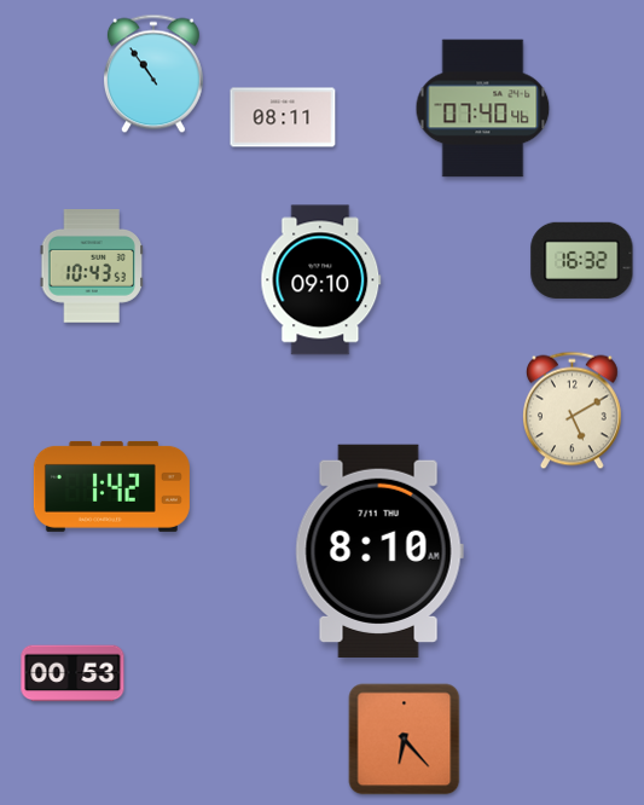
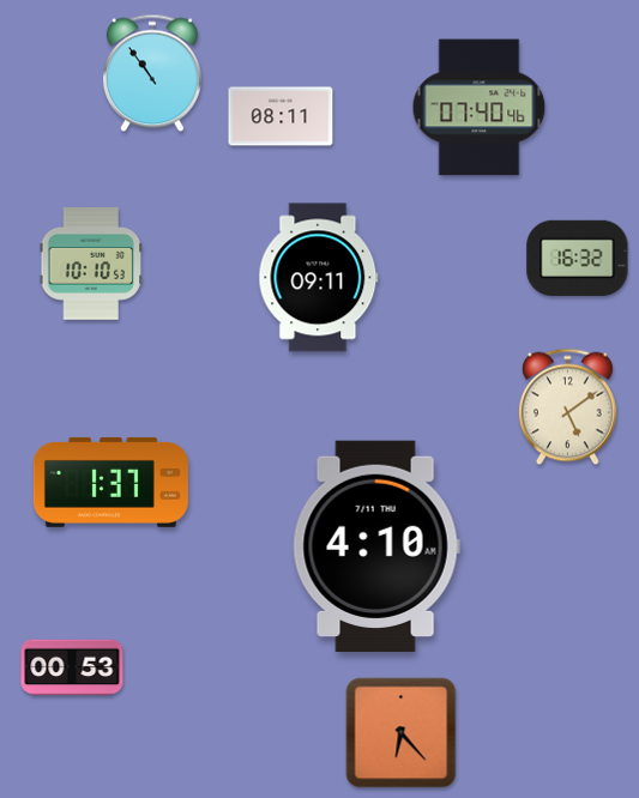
clock at (91, 267): 10:43 -> 10:10
clock at (321, 280): 09:10 -> 09:11
clock at (573, 411): 5:10 -> 5:09
clock at (111, 486): 1:42 -> 1:37
clock at (379, 550): 8:10 -> 4:10
